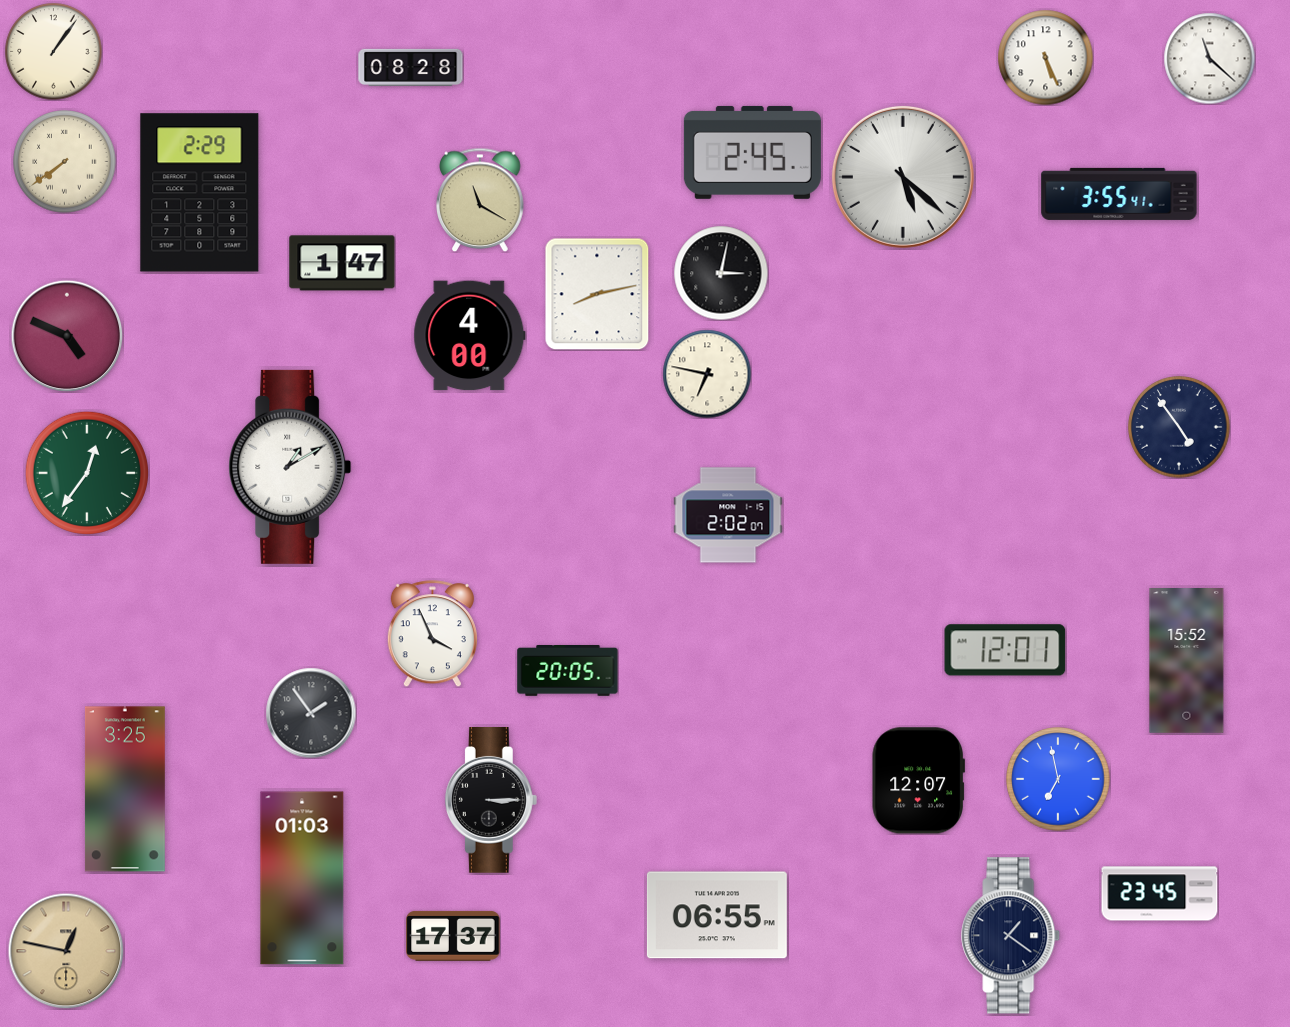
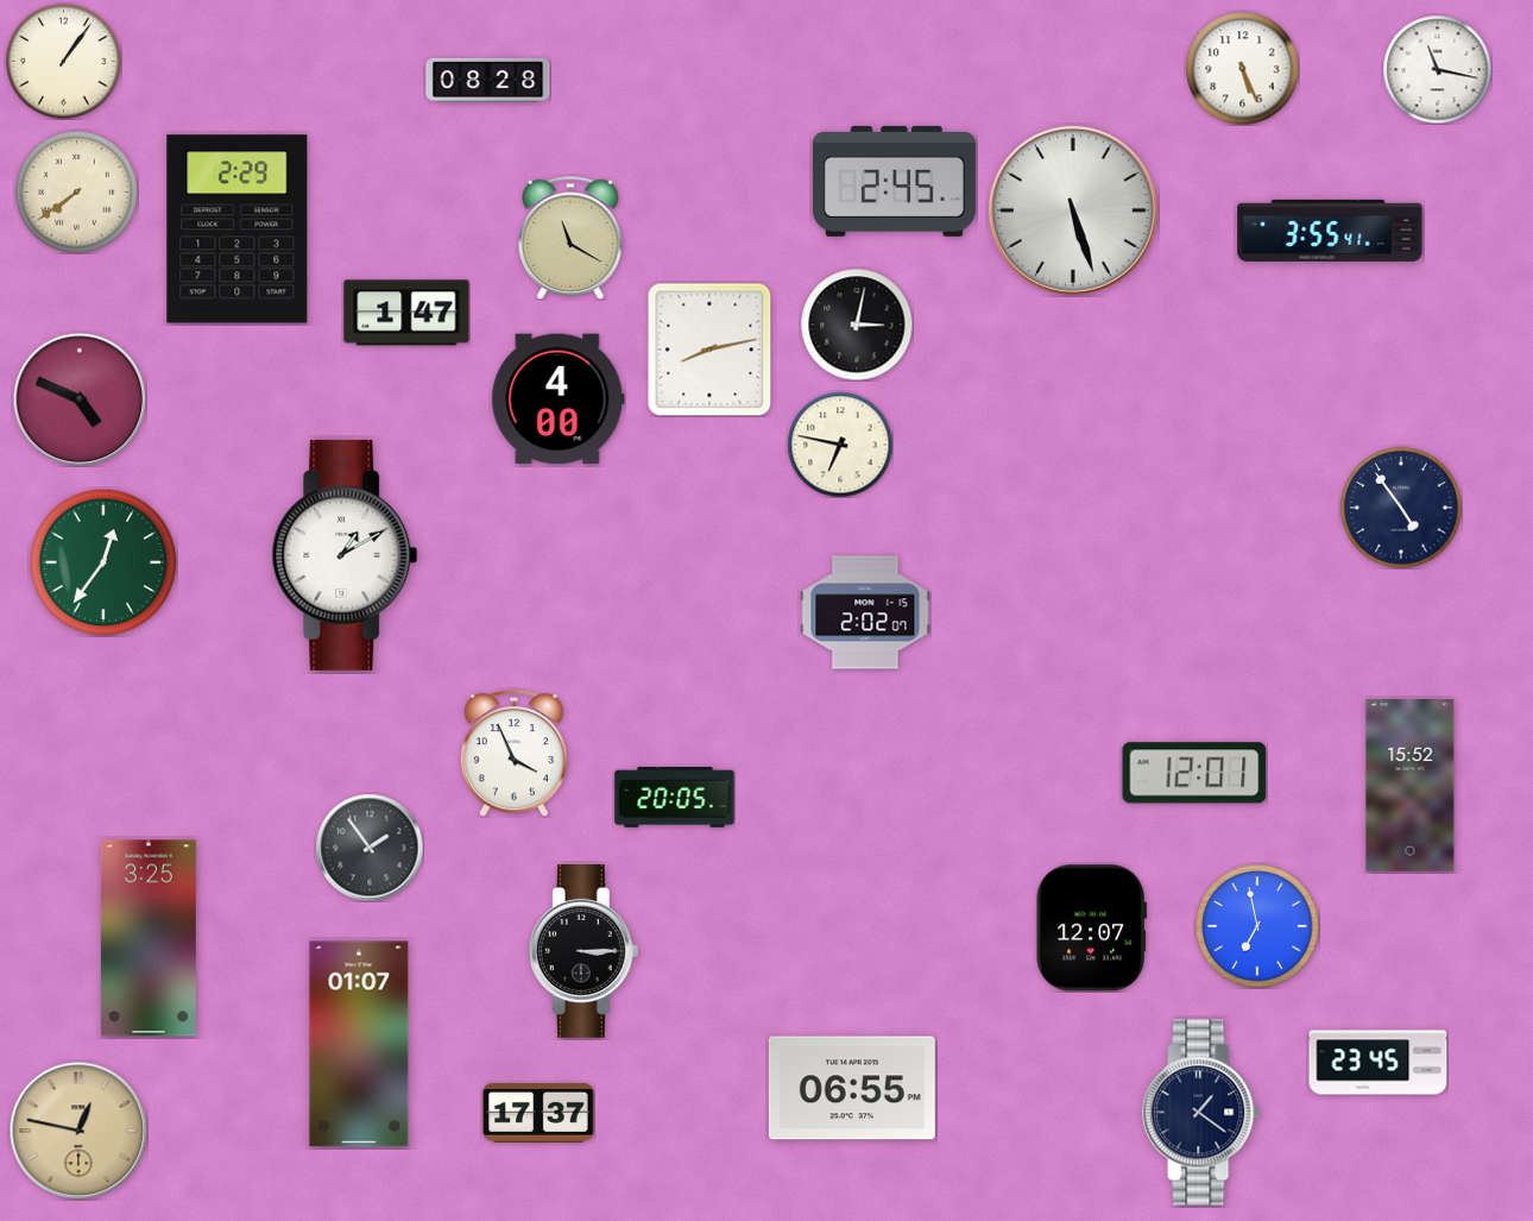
clock at (1209, 58): 11:22 -> 11:17
clock at (903, 177): 5:22 -> 5:27
clock at (302, 878): 01:03 -> 01:07
